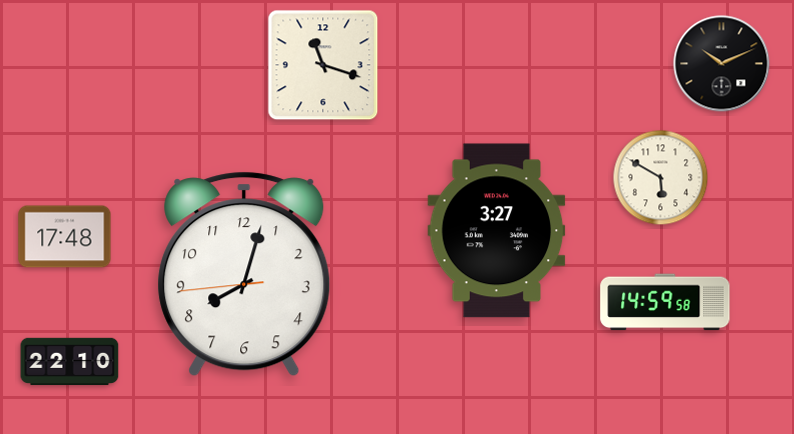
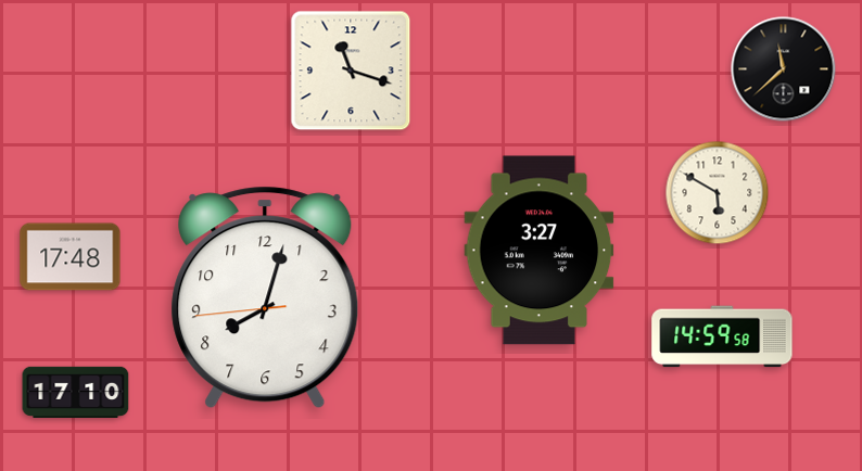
clock at (722, 64): 10:11 -> 11:38
clock at (665, 302) position: (665, 302) -> (722, 336)
clock at (70, 362): 22:10 -> 17:10
